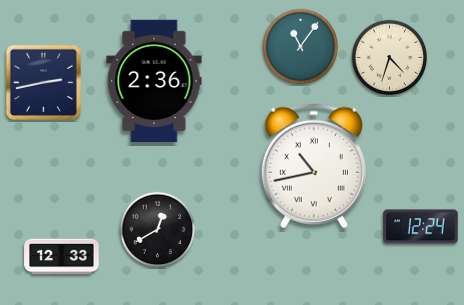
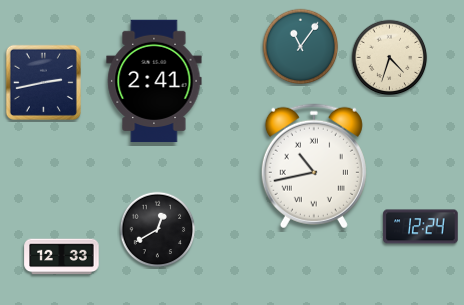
clock at (154, 81): 2:36 -> 2:41
